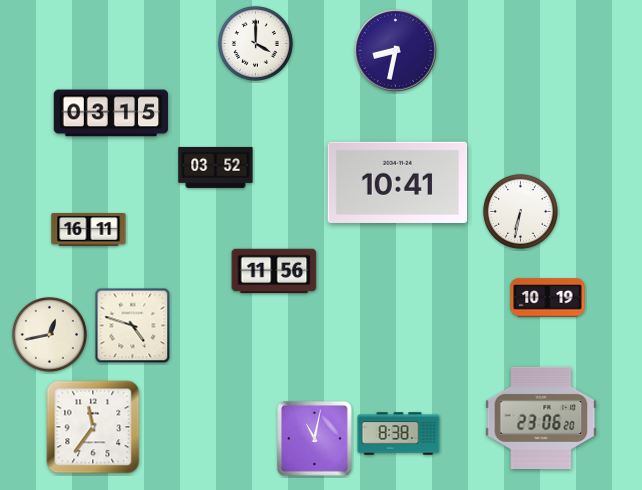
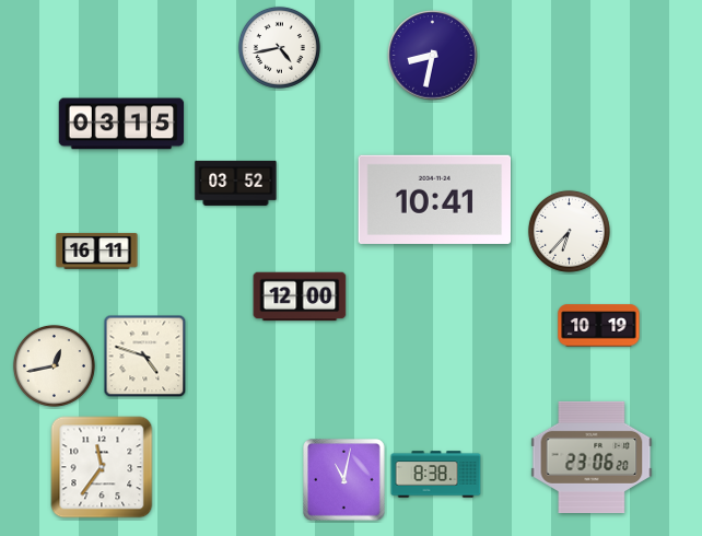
clock at (255, 43): 4:00 -> 4:43
clock at (520, 211): 6:32 -> 6:37
clock at (274, 271): 11:56 -> 12:00
